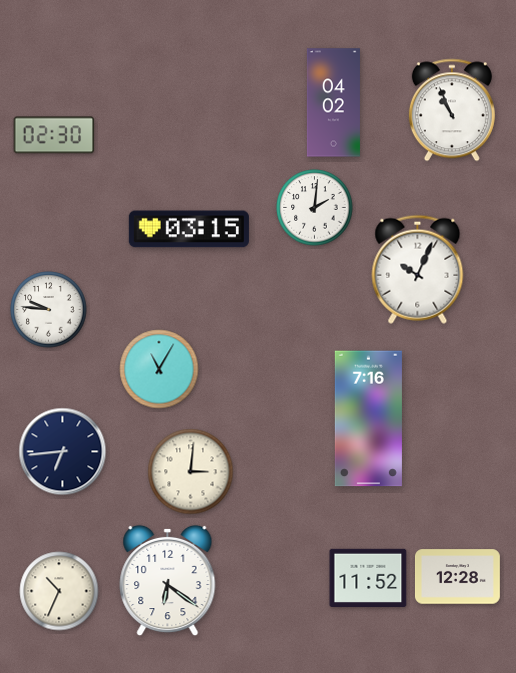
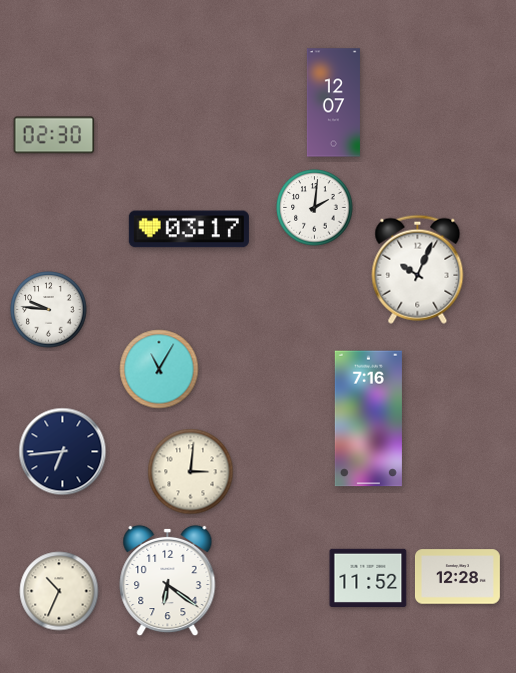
clock at (333, 103): 04:02 -> 12:07
clock at (452, 110): 10:56 -> none
clock at (189, 229): 03:15 -> 03:17
